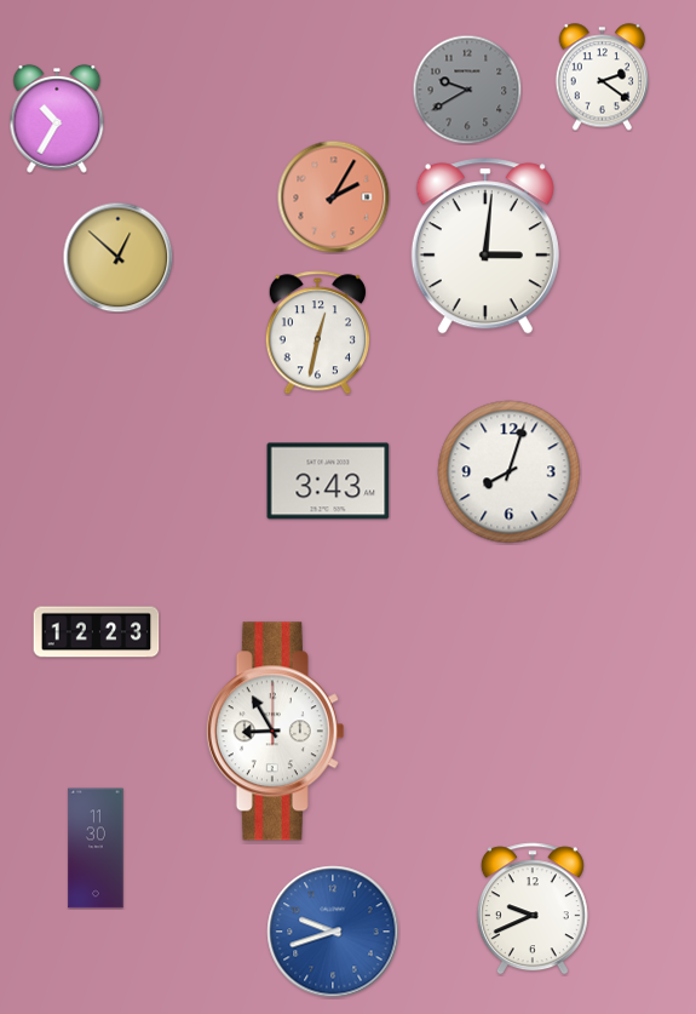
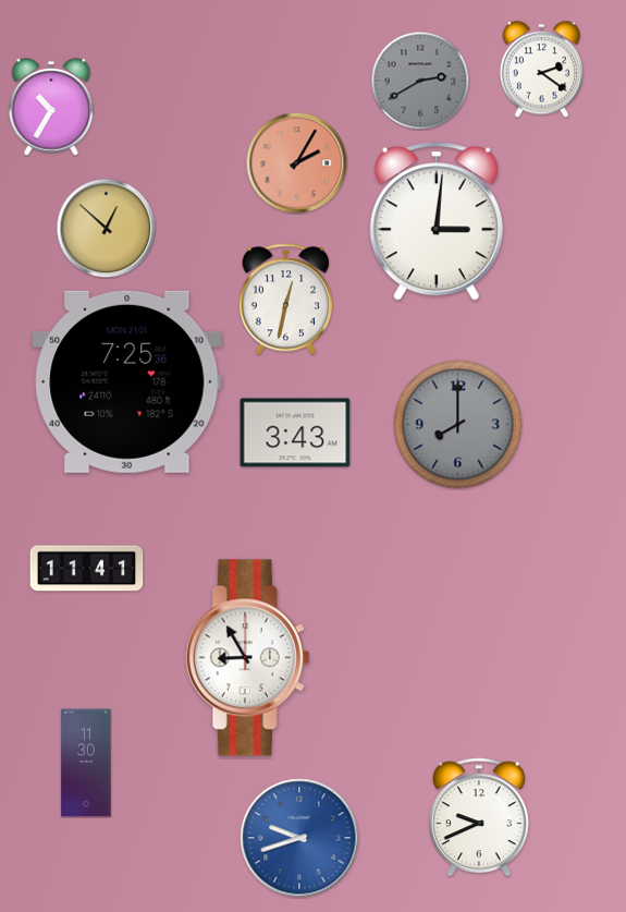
clock at (467, 90): 9:40 -> 2:40
clock at (333, 196) position: (333, 196) -> (296, 162)
clock at (117, 257) position: (117, 257) -> (106, 228)
clock at (127, 381): none -> 7:25
clock at (510, 472): 8:03 -> 8:00
clock at (510, 472) dial: white -> grey
clock at (97, 632): 12:23 -> 11:41
